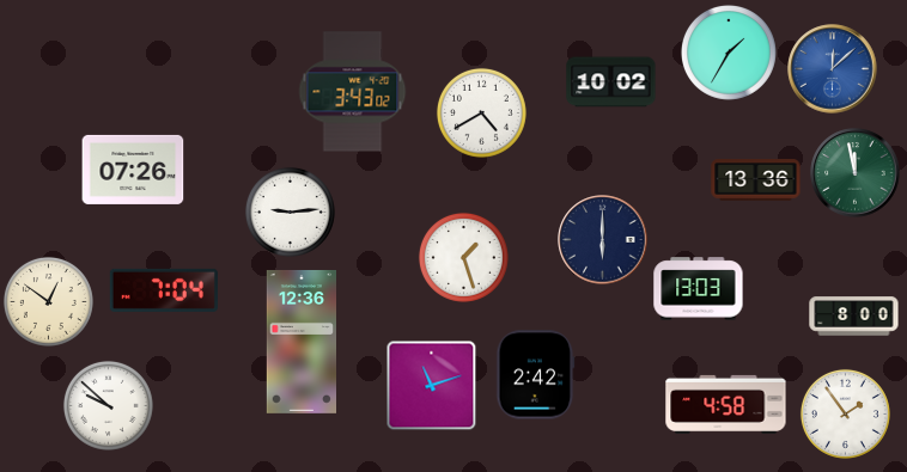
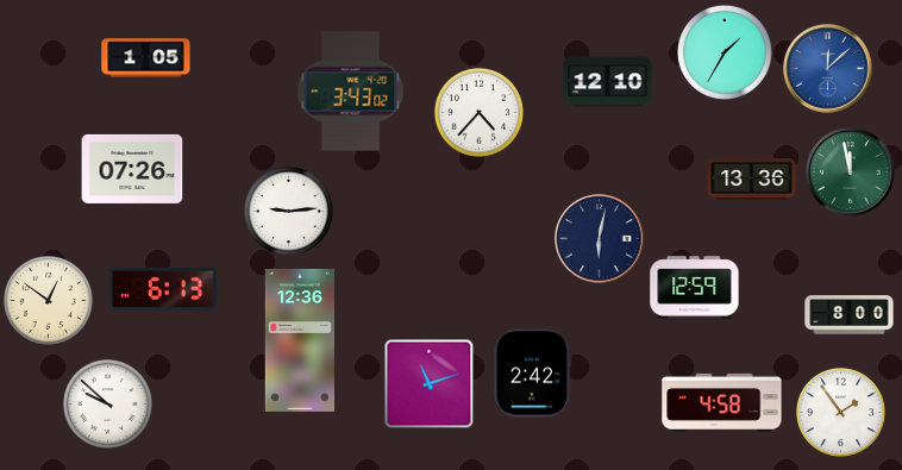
clock at (146, 58): none -> 1:05
clock at (611, 82): 10:02 -> 12:10
clock at (481, 112): 4:40 -> 4:37
clock at (603, 240): 6:00 -> 6:02
clock at (463, 257): 1:27 -> none
clock at (699, 289): 13:03 -> 12:59
clock at (164, 290): 7:04 -> 6:13
